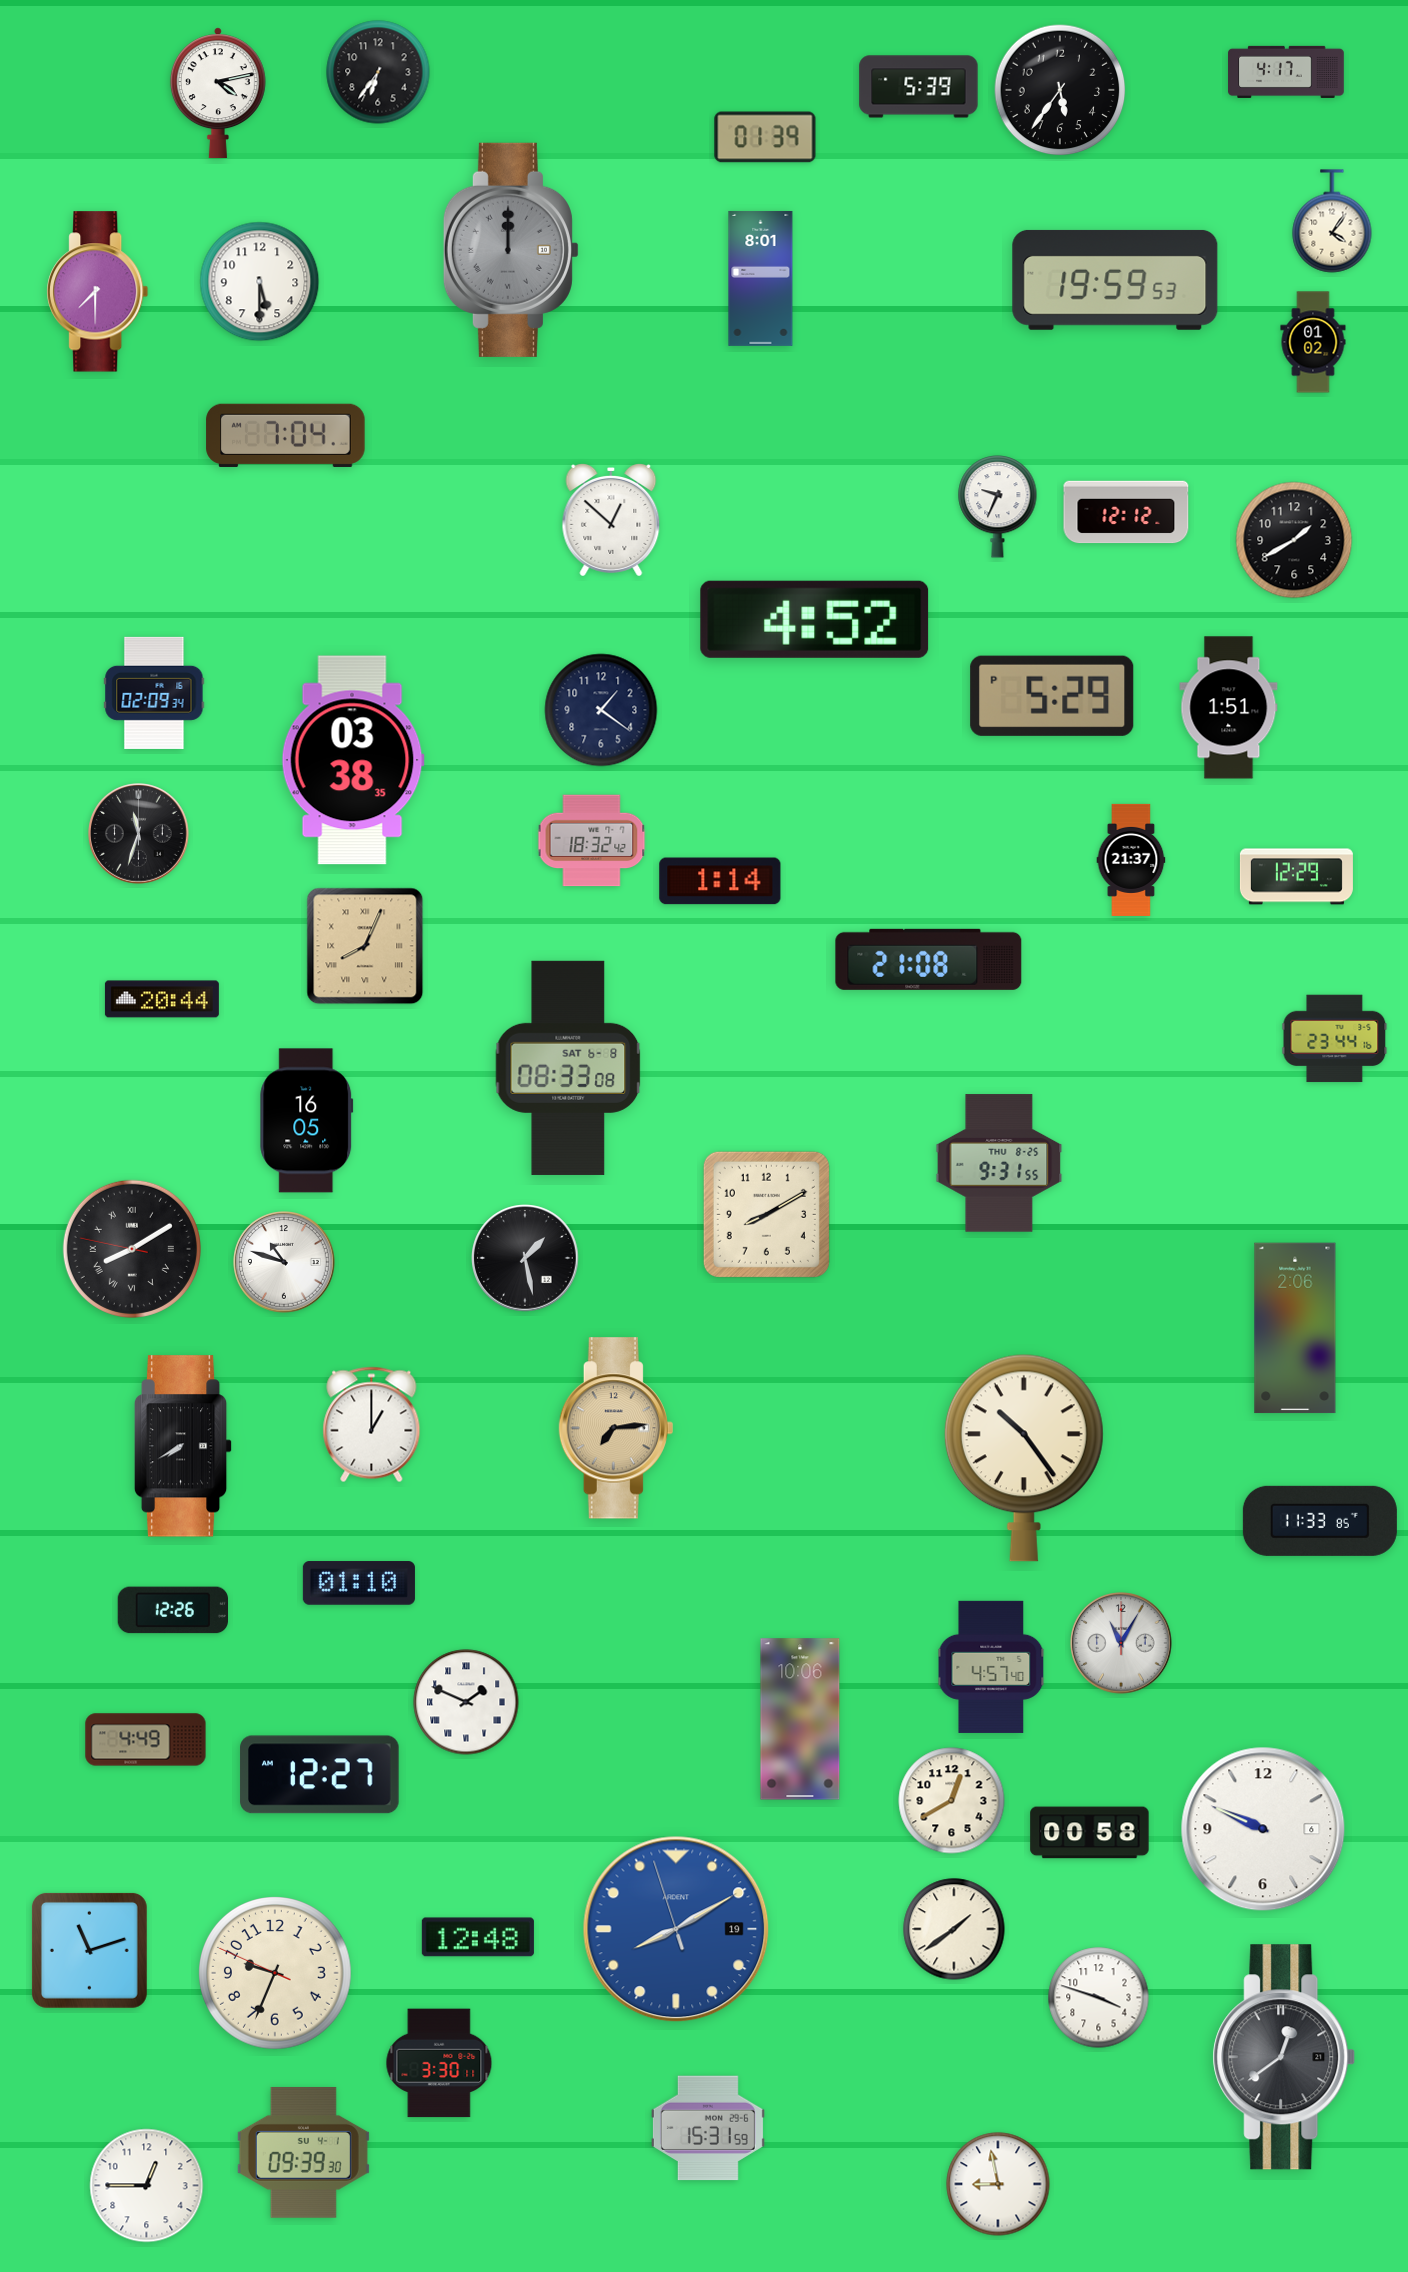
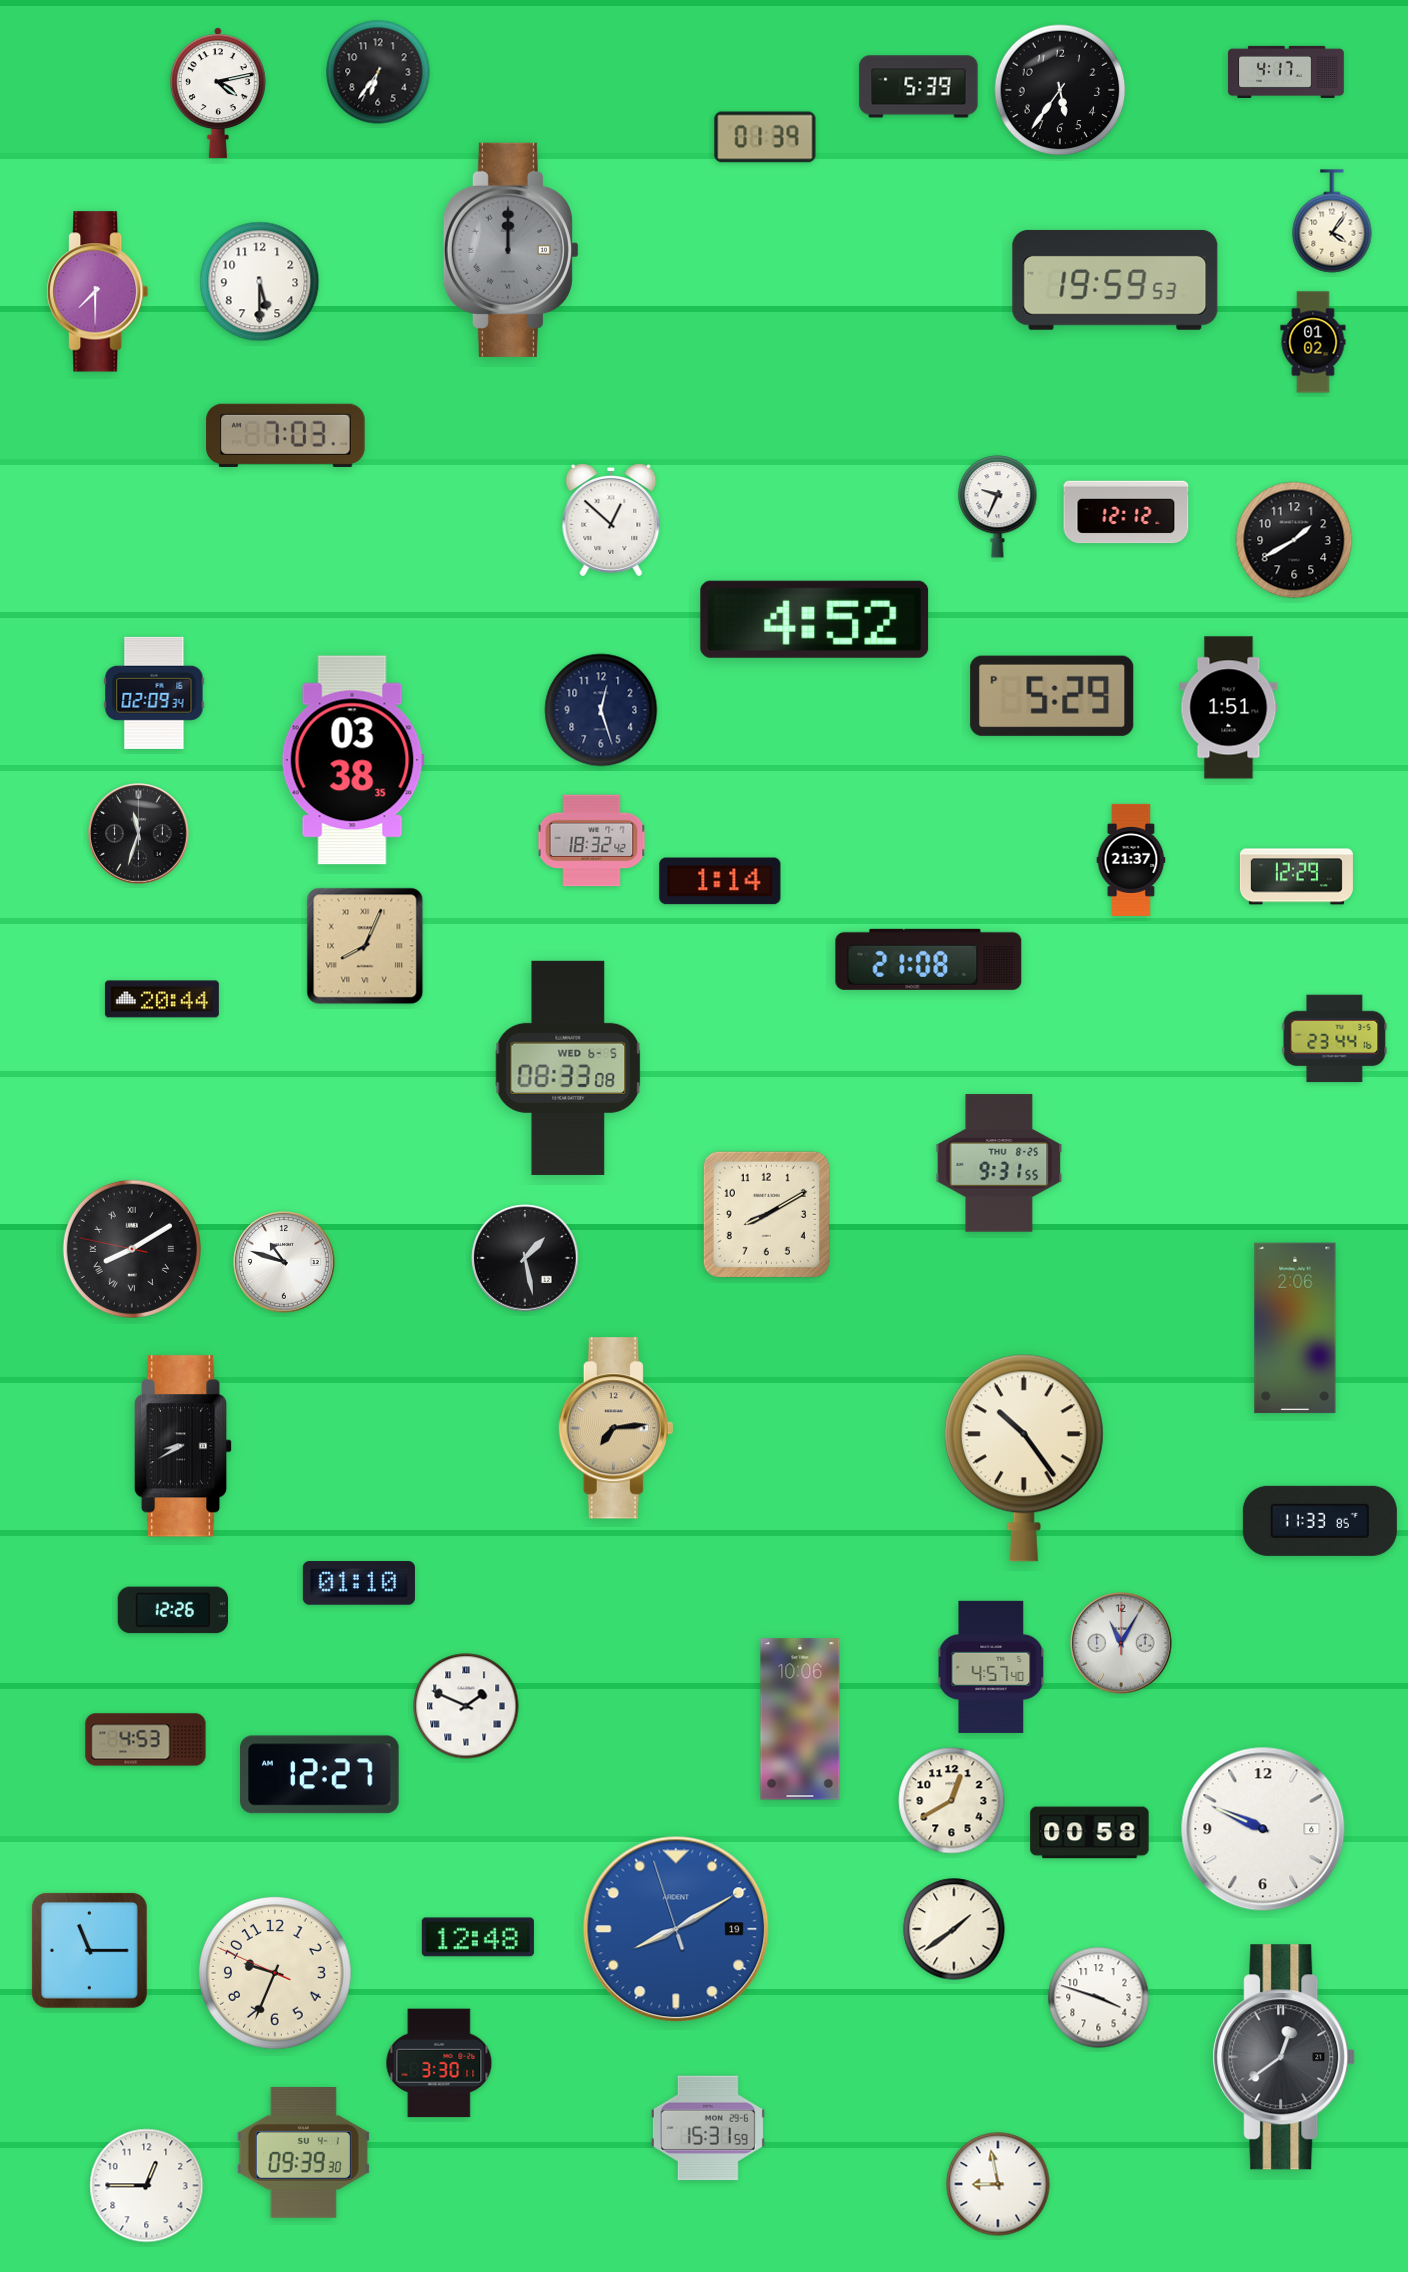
clock at (761, 278): 8:01 -> none
clock at (286, 435): 7:04 -> 7:03
clock at (601, 710): 1:21 -> 12:27
clock at (568, 1068) date: SAT 6-8 -> WED 6-5
clock at (307, 1121): 16:05 -> none
clock at (372, 1425): 1:00 -> none
clock at (183, 1446): 7:40 -> 8:40
clock at (466, 1702) position: (466, 1702) -> (466, 1706)
clock at (146, 1740): 4:49 -> 4:53
clock at (89, 1950): 11:12 -> 11:15
